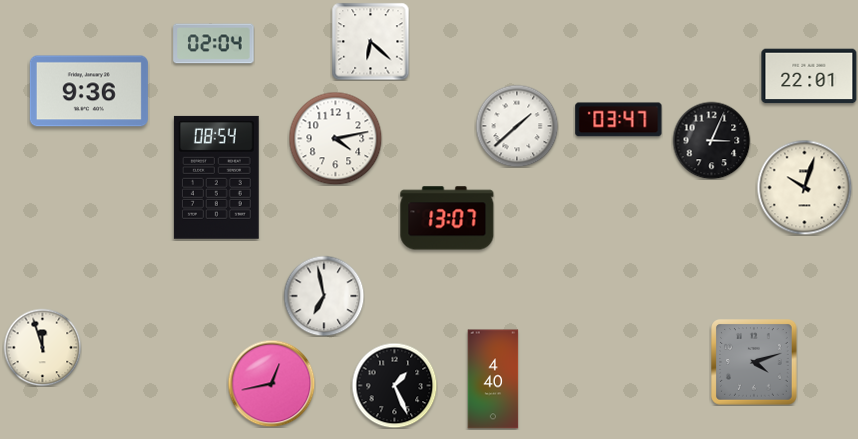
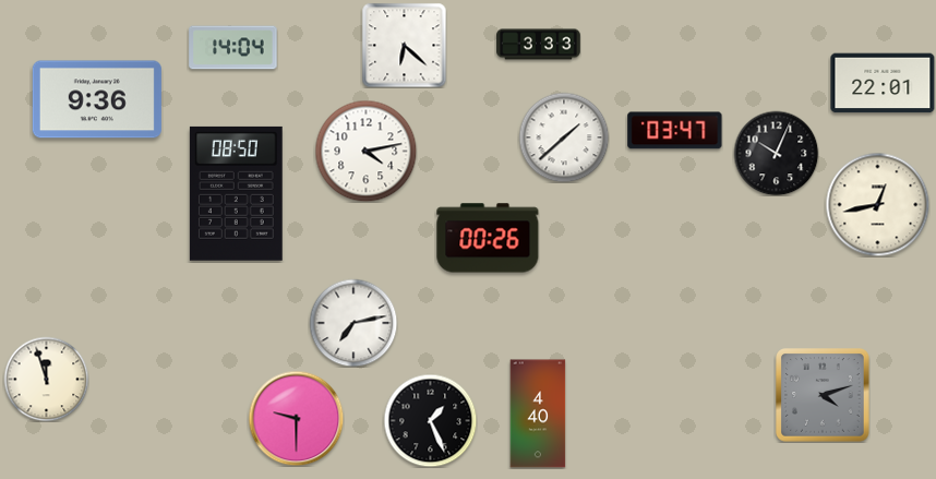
clock at (539, 45): none -> 3:33
clock at (214, 44): 02:04 -> 14:04
clock at (711, 140): 3:04 -> 10:04
clock at (216, 177): 08:54 -> 08:50
clock at (804, 187): 10:03 -> 12:43
clock at (447, 218): 13:07 -> 00:26
clock at (324, 296): 6:58 -> 7:13
clock at (271, 383): 12:43 -> 9:30
